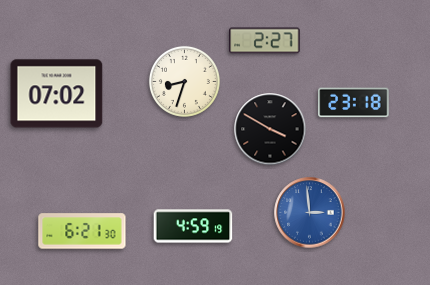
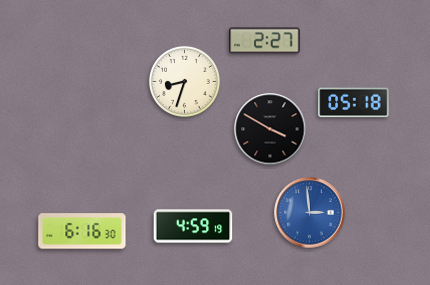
clock at (57, 94): 07:02 -> none
clock at (354, 103): 23:18 -> 05:18
clock at (82, 231): 6:21 -> 6:16
